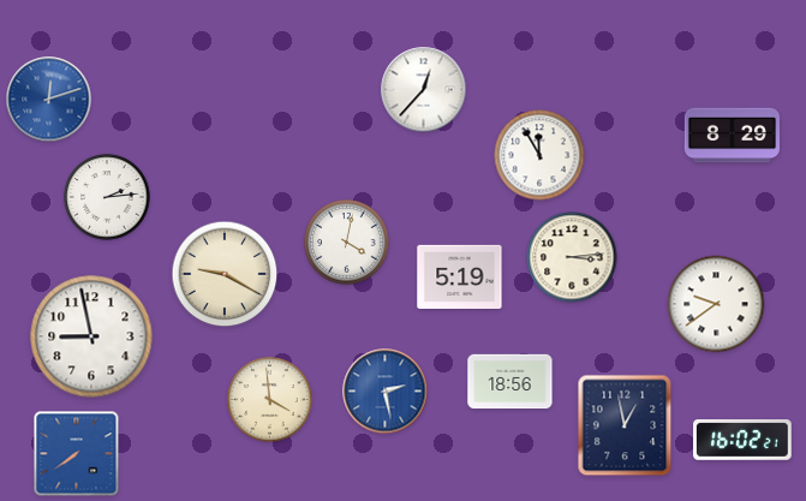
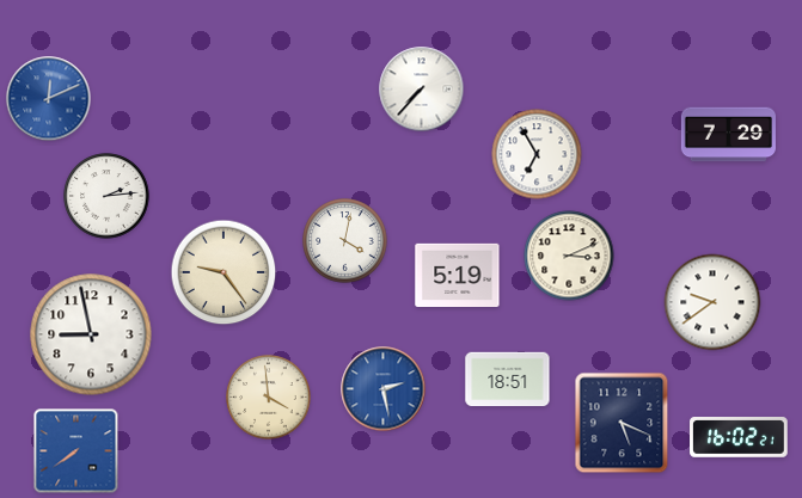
clock at (424, 90): 12:37 -> 7:37
clock at (49, 100): 12:12 -> 12:11
clock at (732, 136): 8:29 -> 7:29
clock at (539, 155): 11:55 -> 6:55
clock at (572, 257): 3:14 -> 3:11
clock at (225, 274): 9:20 -> 9:24
clock at (511, 382): 18:56 -> 18:51
clock at (625, 425): 12:58 -> 5:19
